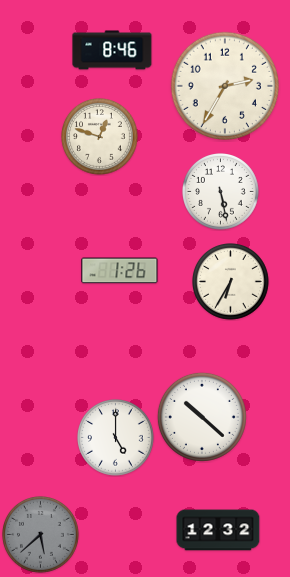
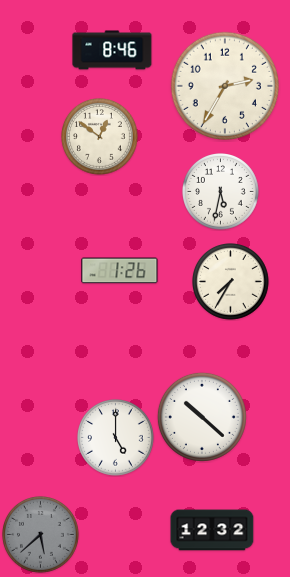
clock at (100, 137): 12:48 -> 12:51
clock at (221, 192): 5:28 -> 5:32
clock at (231, 282): 6:35 -> 7:35
clock at (218, 530) position: (218, 530) -> (212, 530)
